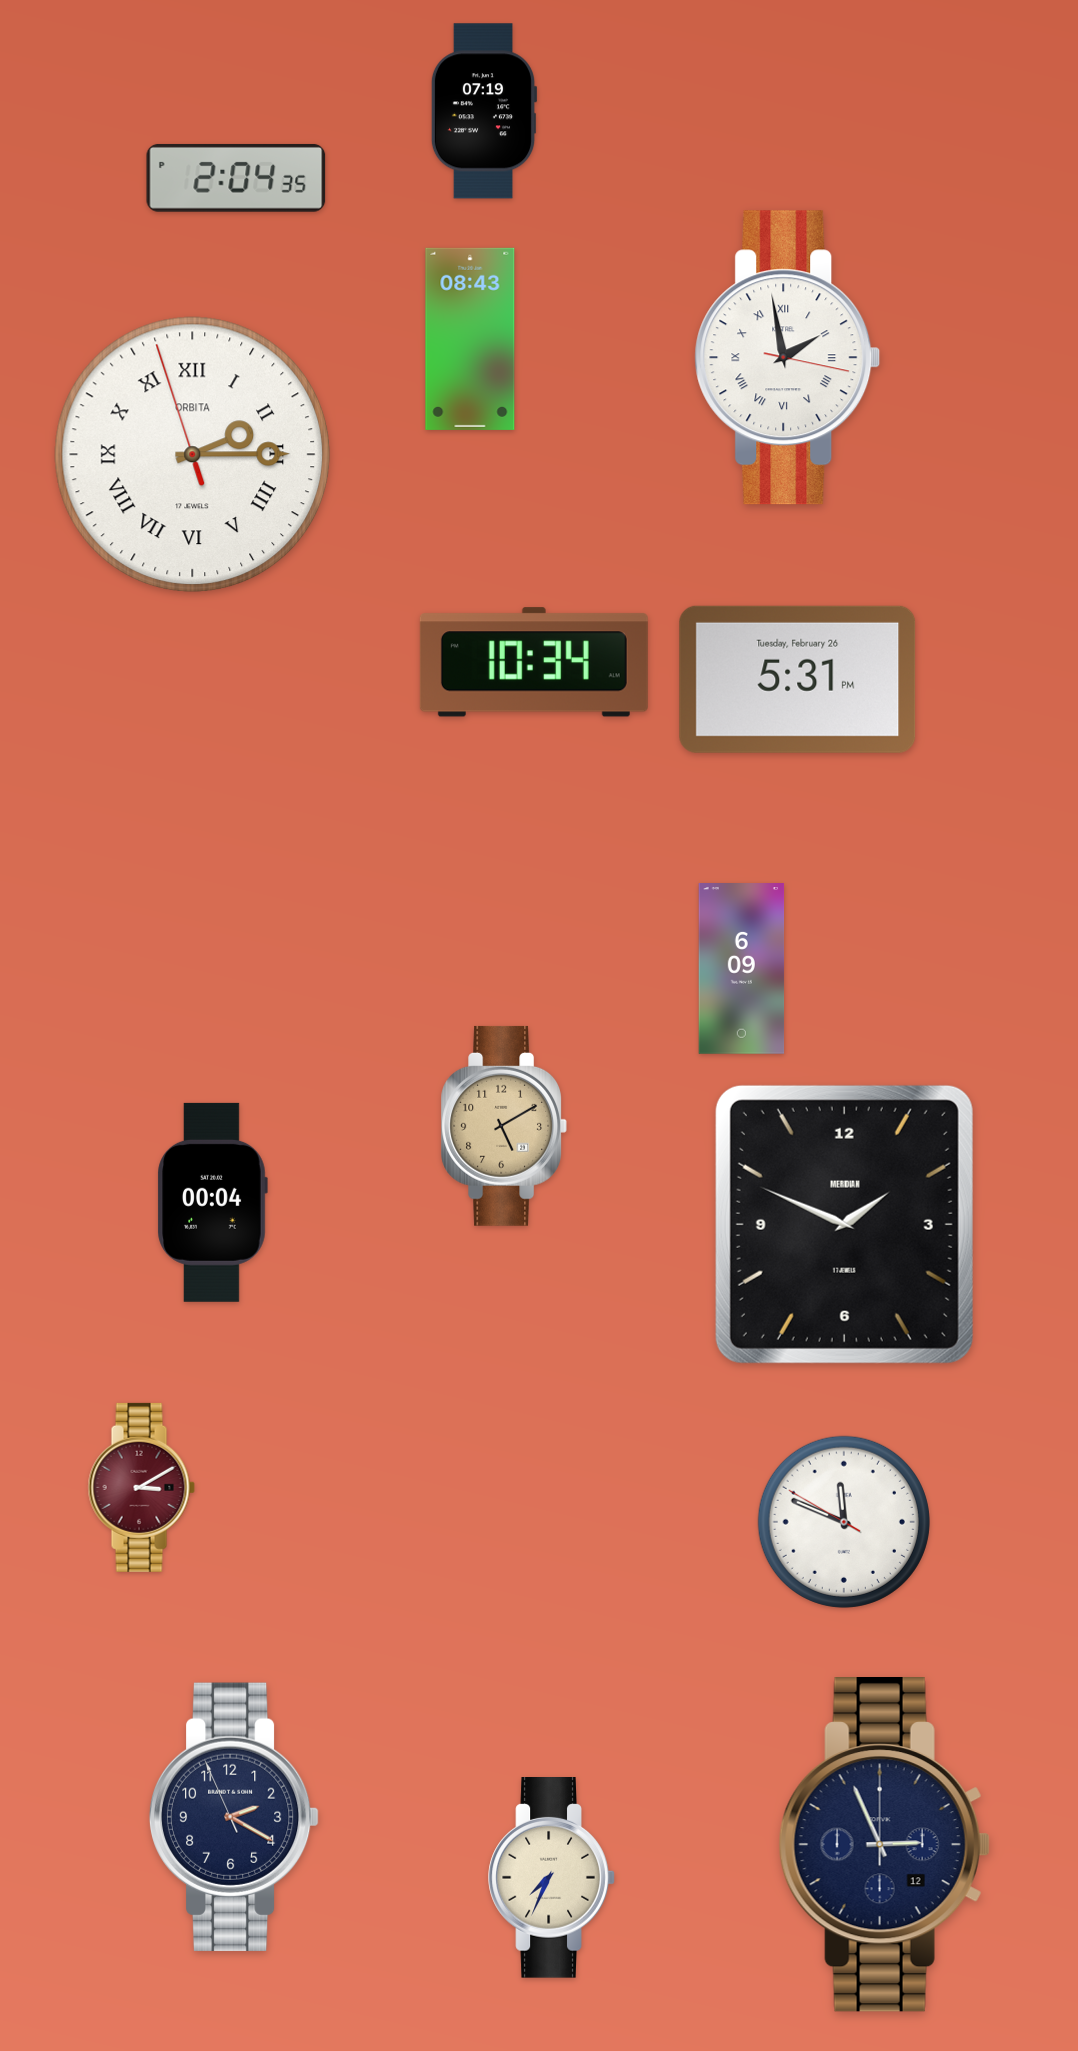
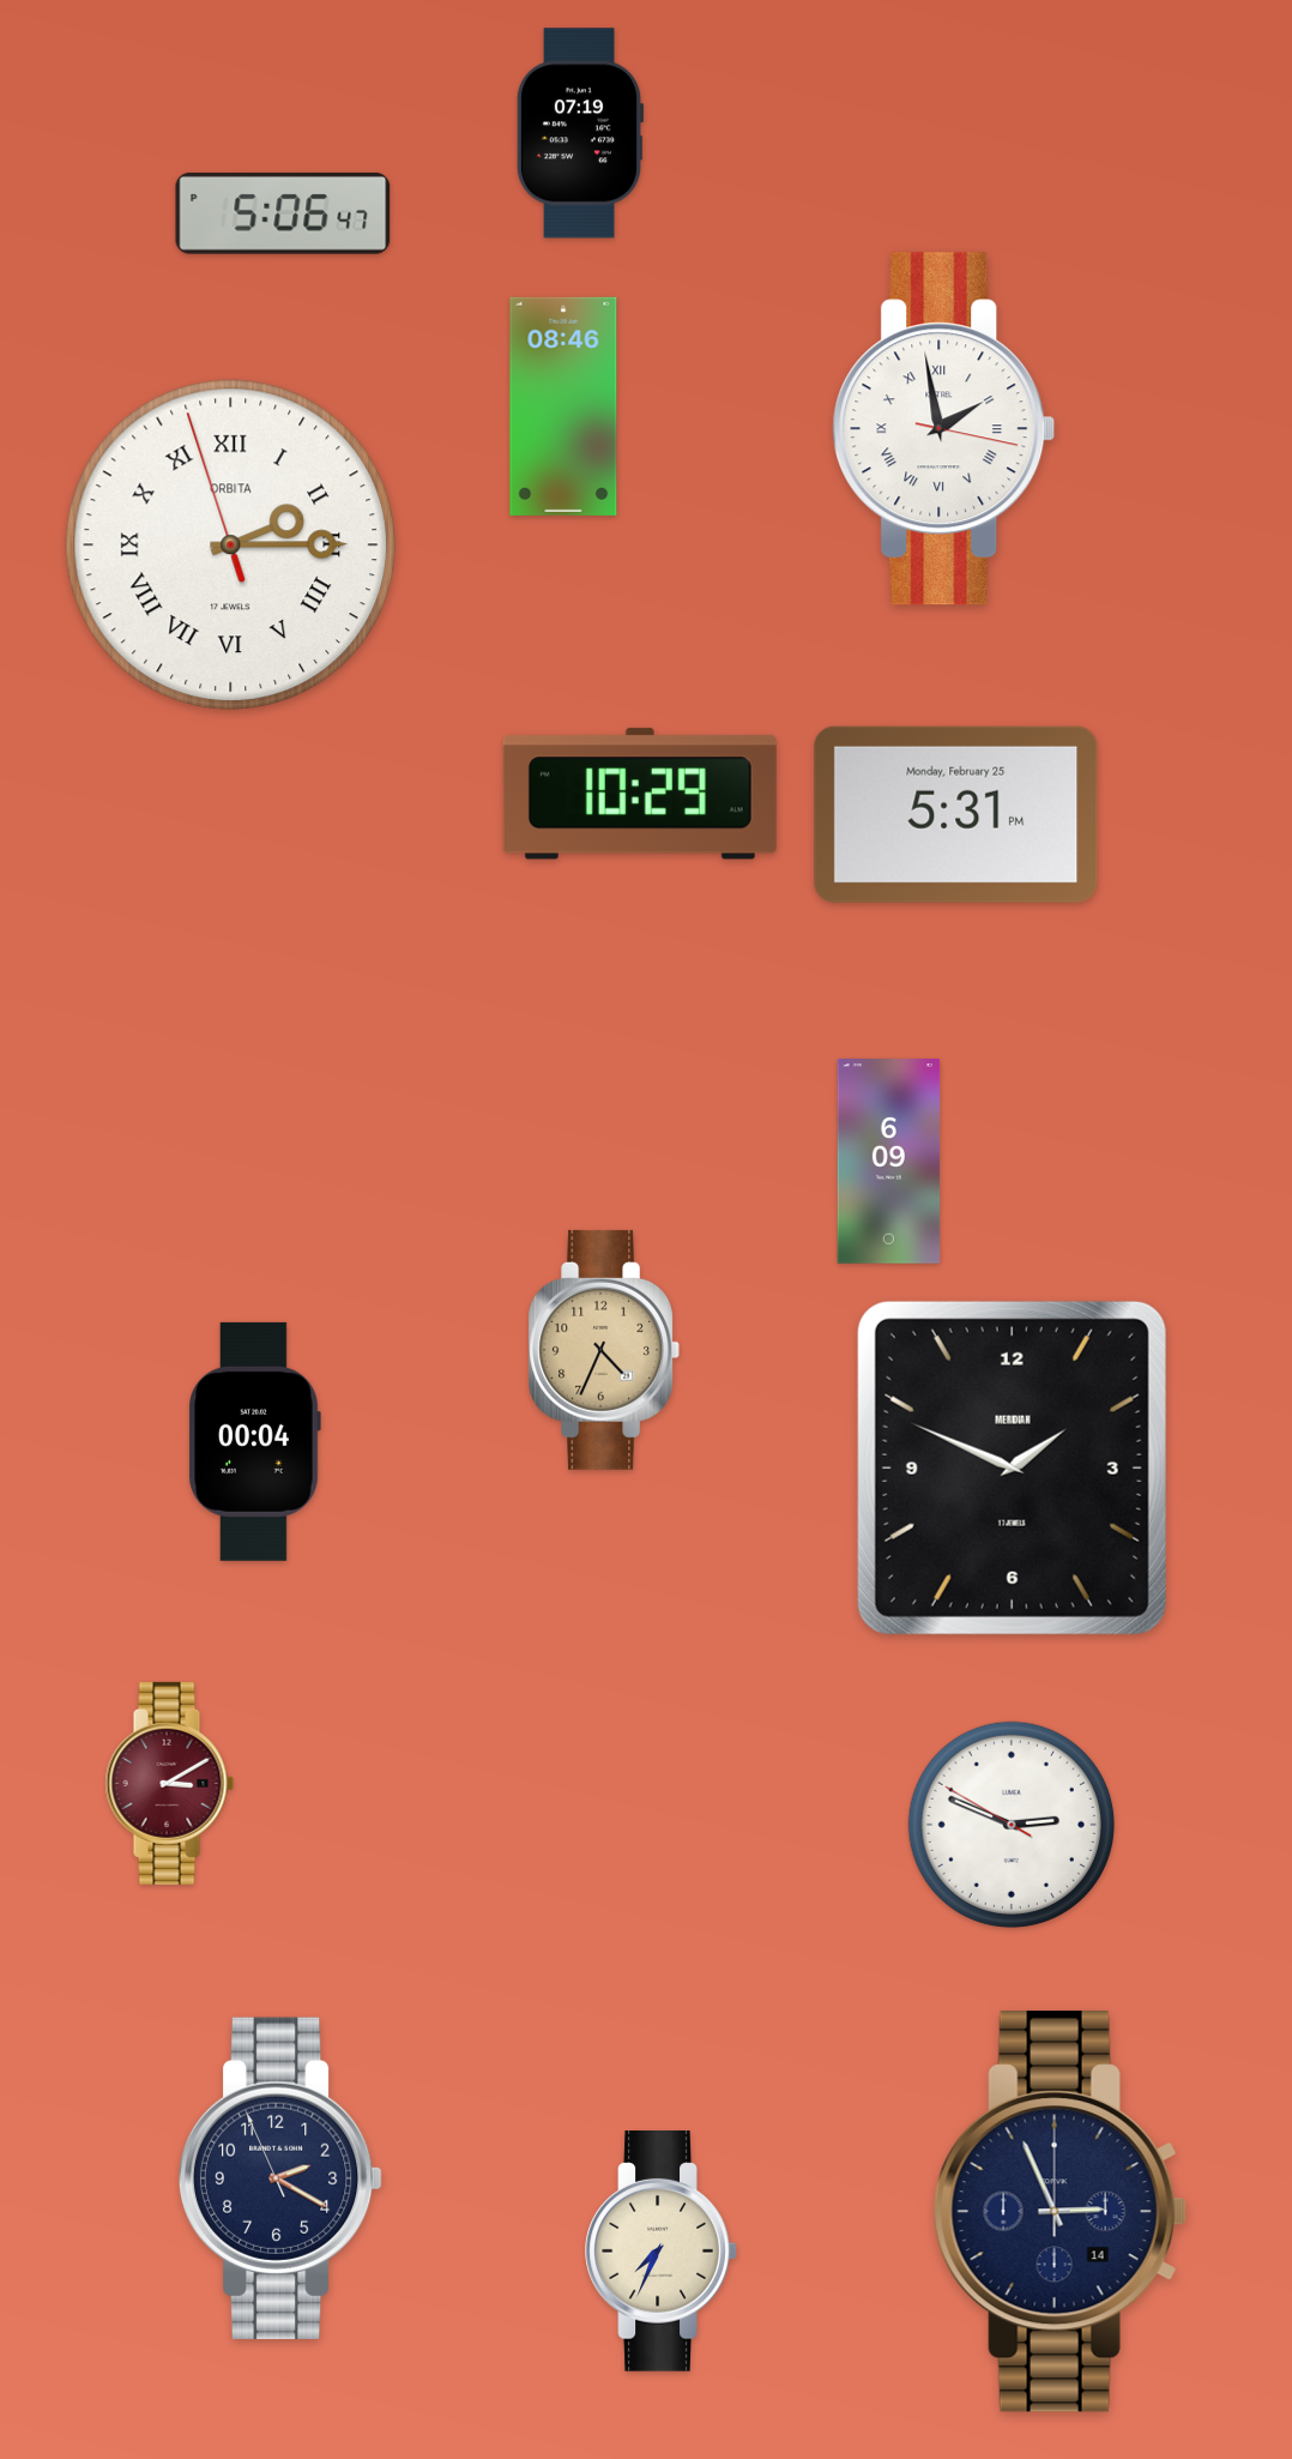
clock at (236, 178): 2:04 -> 5:06
clock at (470, 339): 08:43 -> 08:46
clock at (534, 662): 10:34 -> 10:29
clock at (798, 679) date: Tuesday, February 26 -> Monday, February 25
clock at (503, 1126): 5:10 -> 4:34
clock at (844, 1522): 11:48 -> 2:48
clock at (884, 1845) date: 12 -> 14
